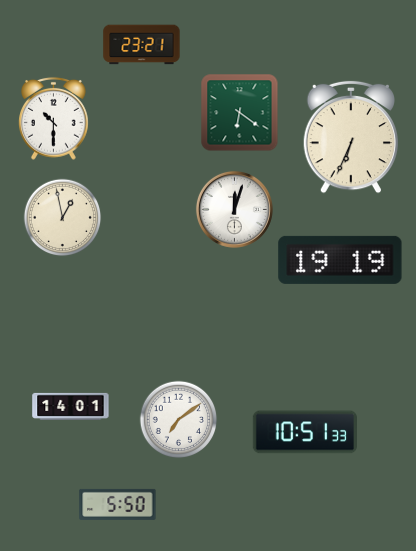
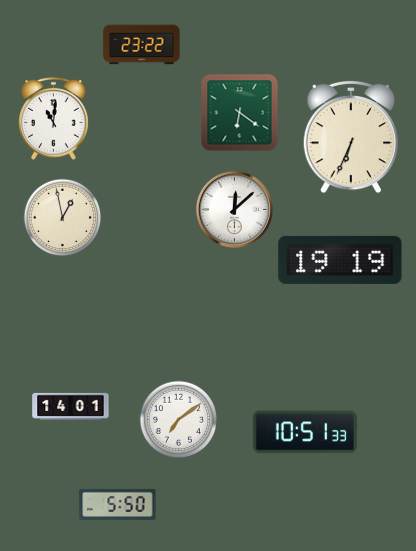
clock at (142, 45): 23:21 -> 23:22
clock at (54, 118): 10:30 -> 11:01
clock at (234, 209): 12:03 -> 12:08
